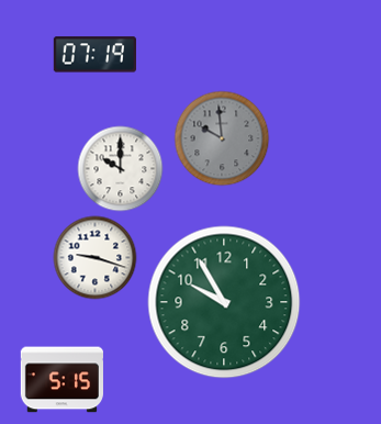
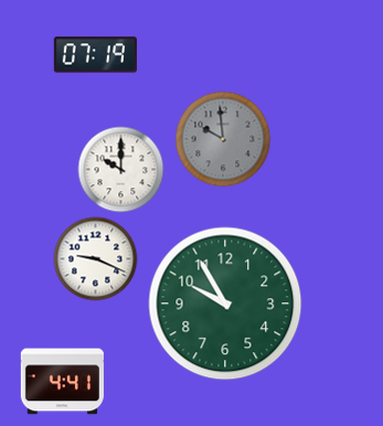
clock at (96, 258): 9:18 -> 9:19
clock at (61, 380): 5:15 -> 4:41
